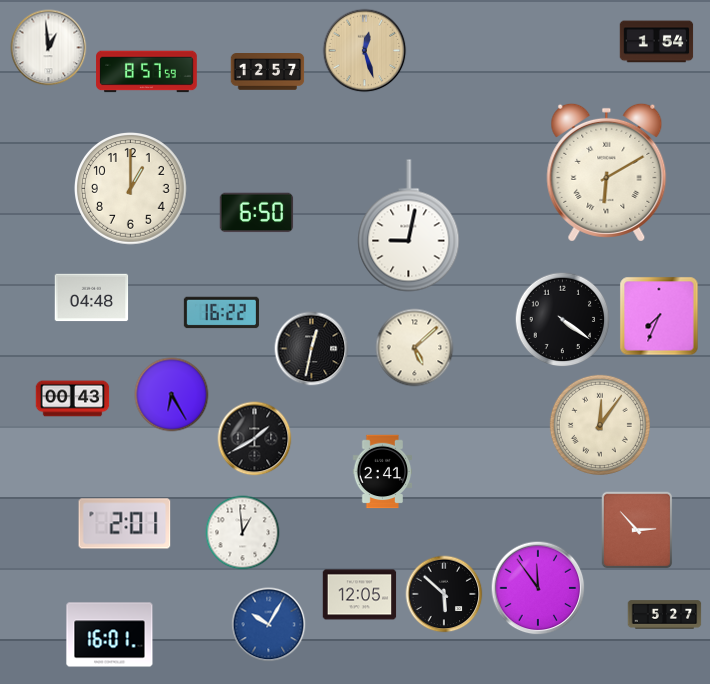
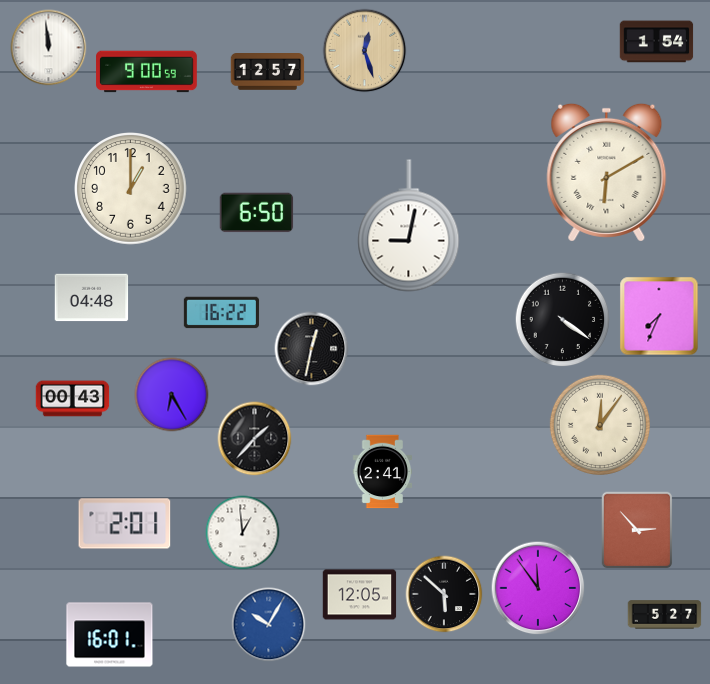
clock at (49, 48): 12:59 -> 11:59
clock at (147, 72): 8:57 -> 9:00
clock at (415, 348): 5:08 -> none
clock at (255, 439): 1:40 -> 1:37
